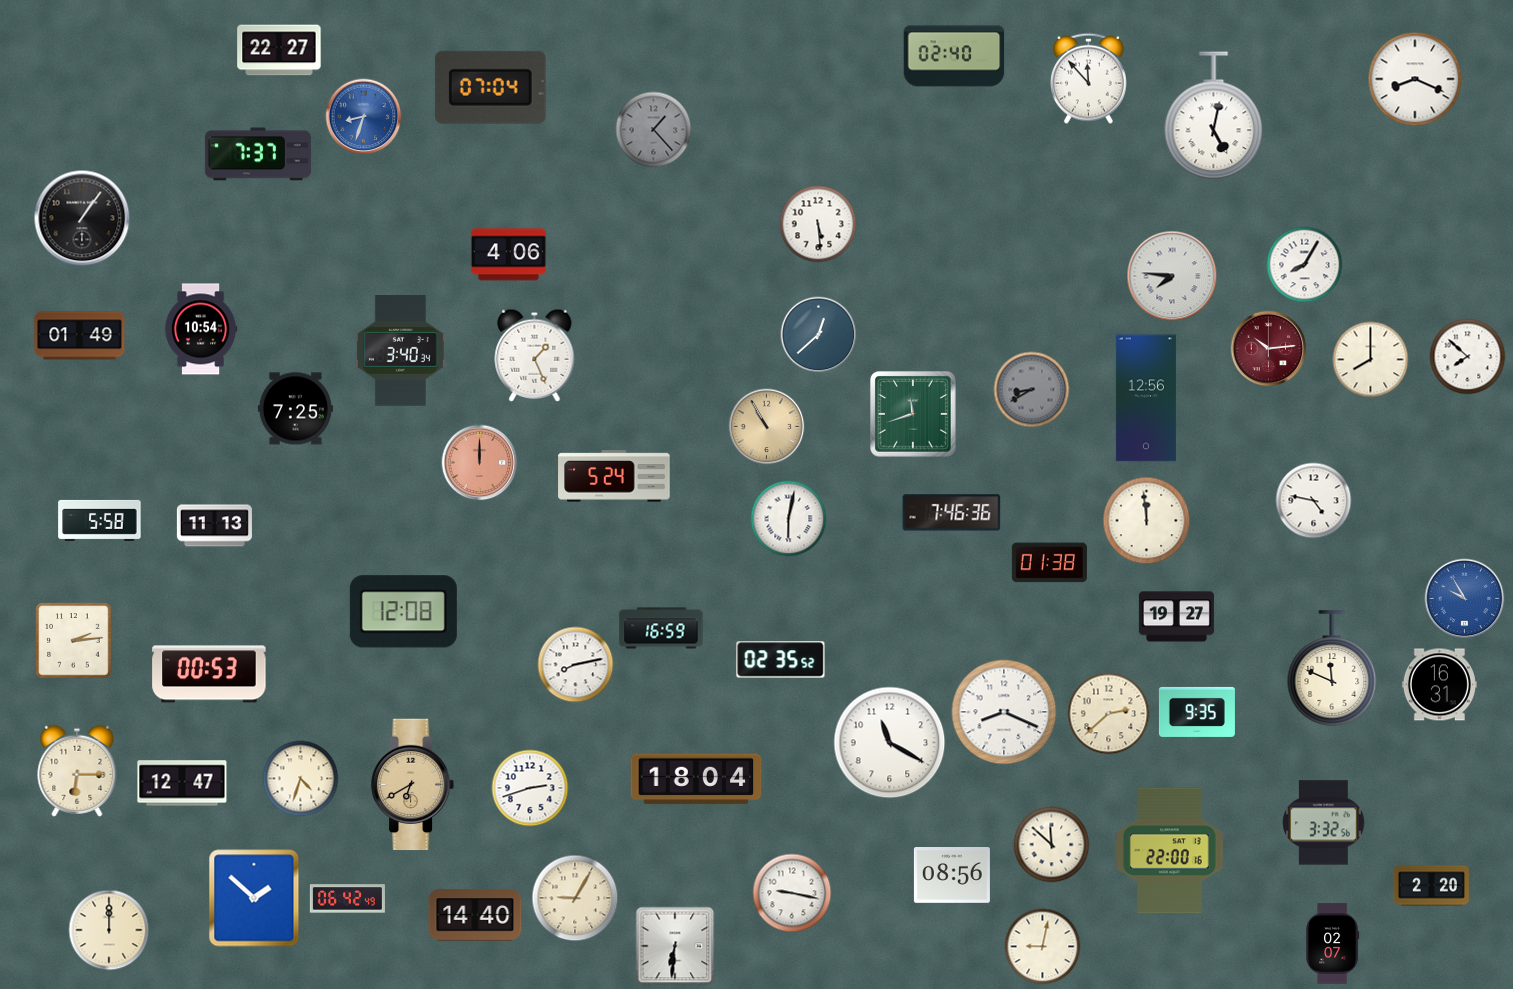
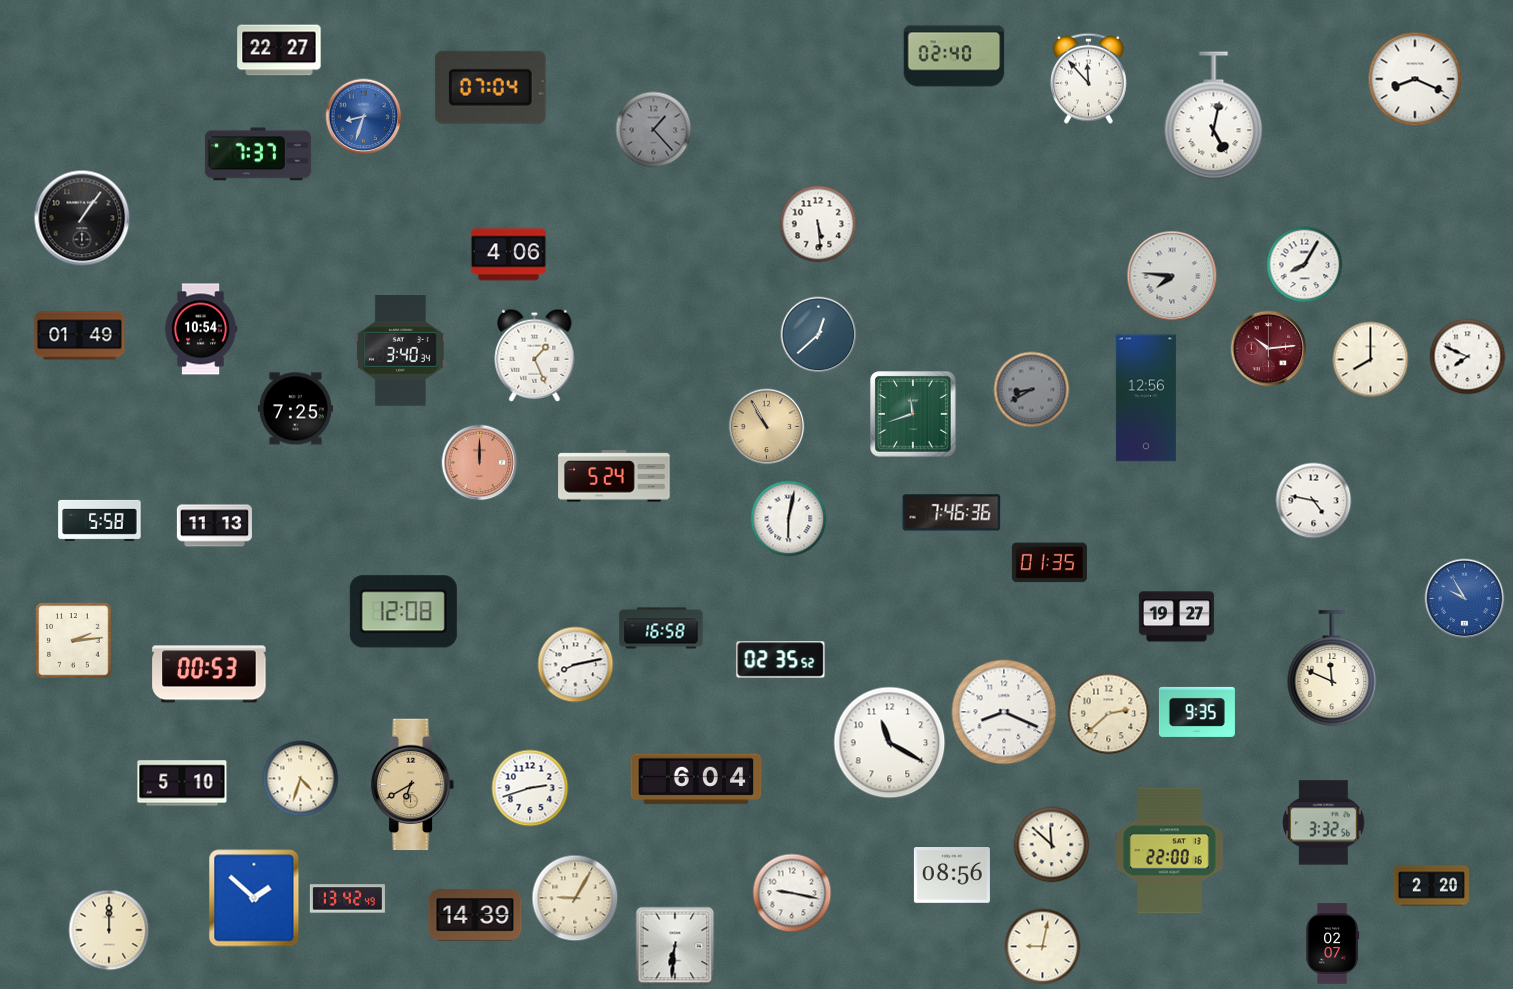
clock at (1468, 357): 7:52 -> 7:49
clock at (1147, 521): 11:59 -> none
clock at (1049, 563): 01:38 -> 01:35
clock at (661, 628): 16:59 -> 16:58
clock at (1439, 685): 16:31 -> none
clock at (77, 771): 6:15 -> none
clock at (696, 779): 18:04 -> 6:04
clock at (182, 783): 12:47 -> 5:10
clock at (347, 899): 06:42 -> 13:42
clock at (475, 915): 14:40 -> 14:39
